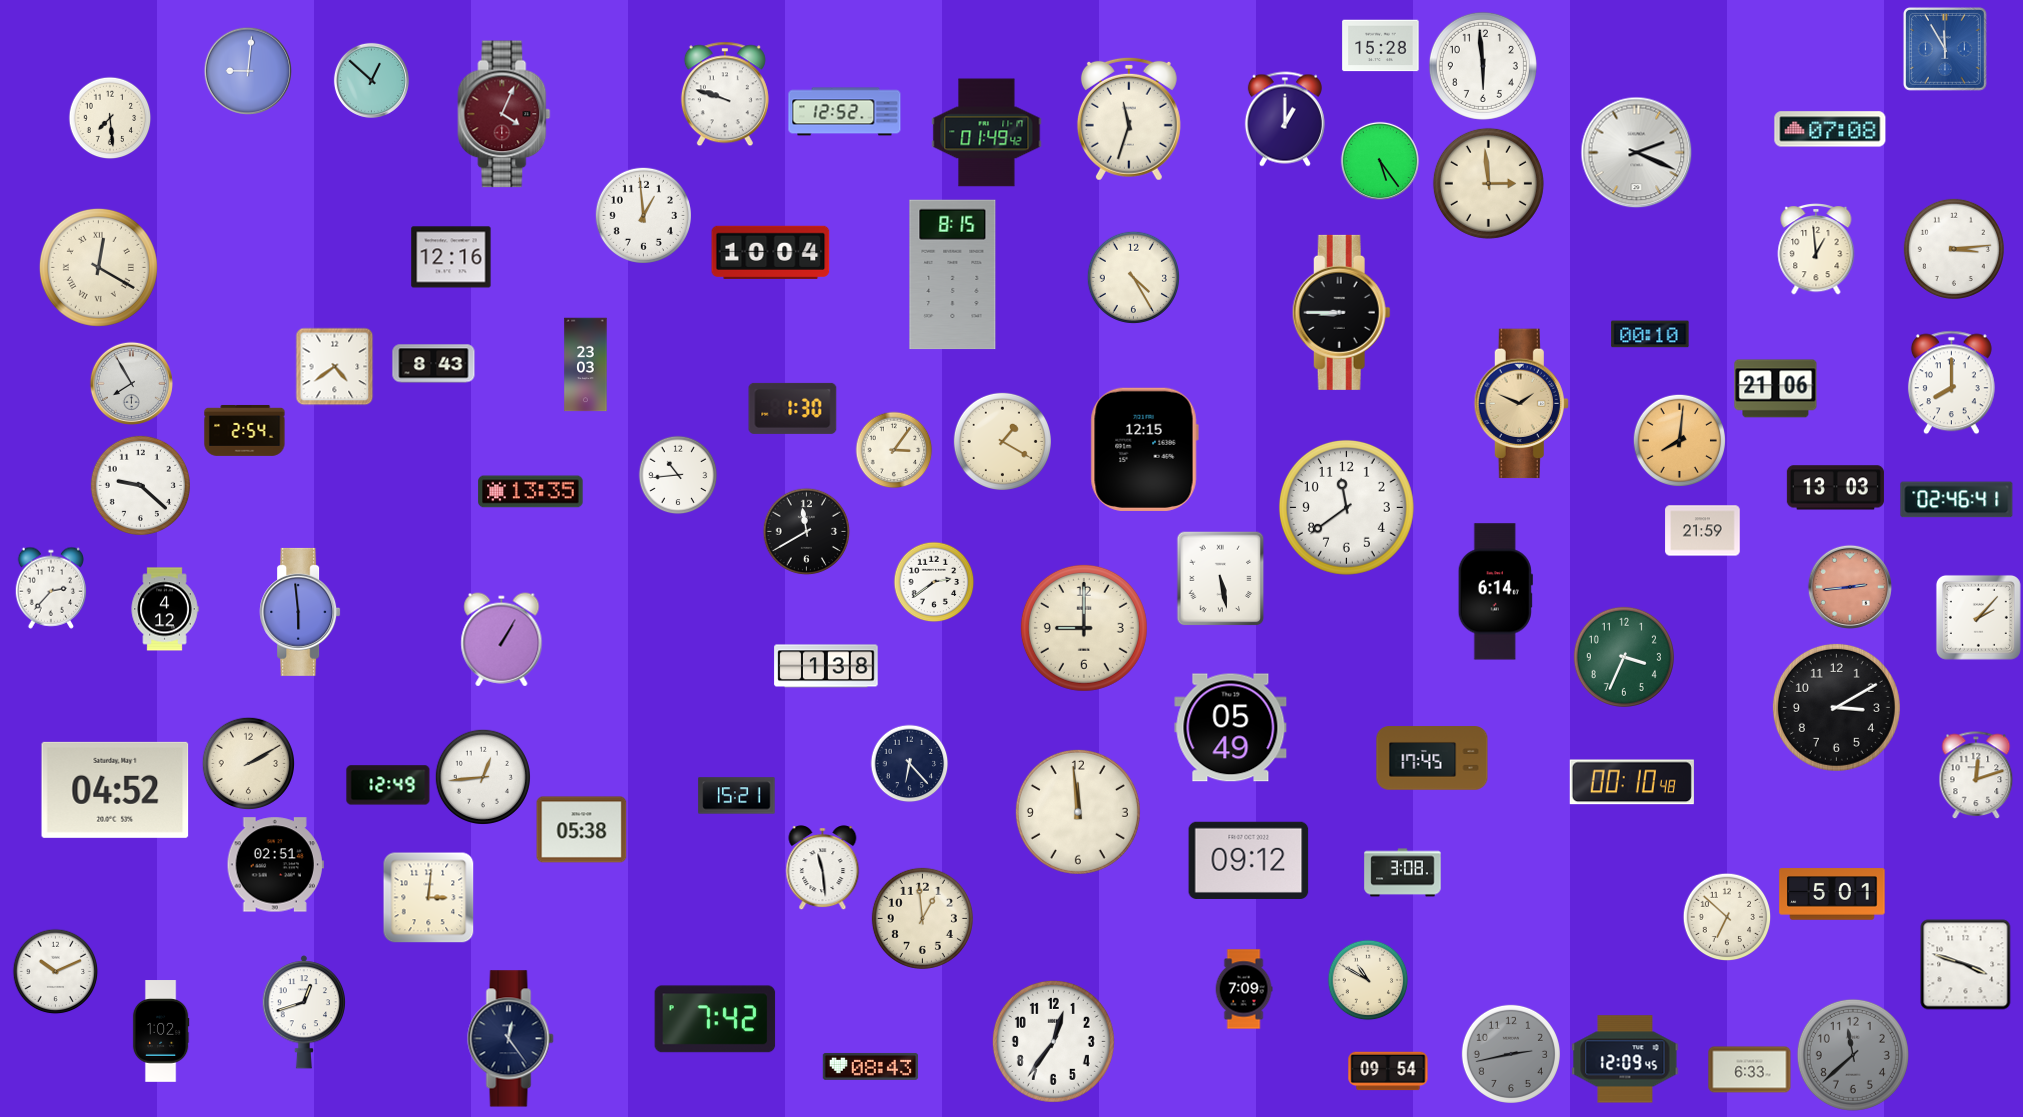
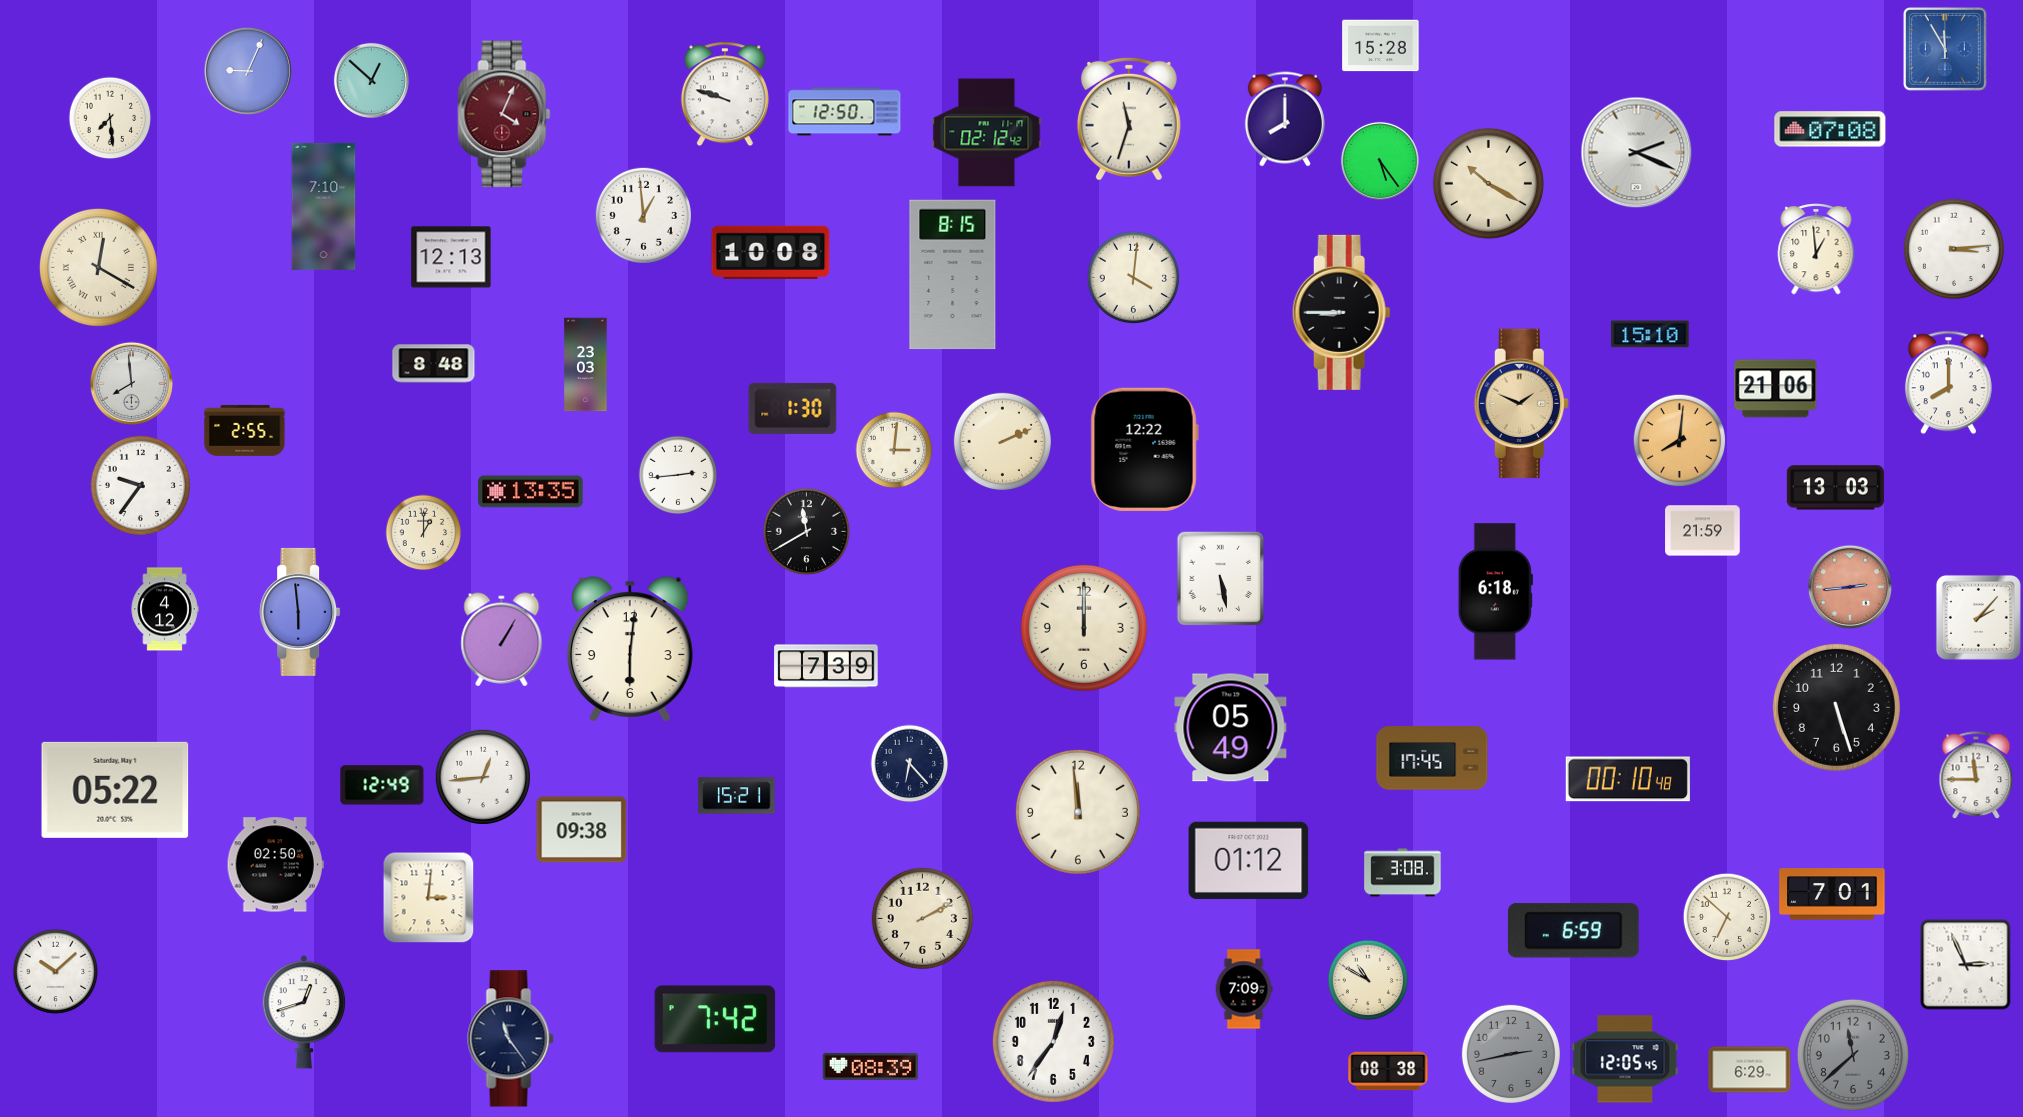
clock at (1483, 66): 5:59 -> none
clock at (247, 70): 9:01 -> 9:04
clock at (845, 112): 12:52 -> 12:50
clock at (1285, 119): 1:00 -> 8:00
clock at (987, 133): 01:49 -> 02:12
clock at (1488, 183): 2:59 -> 10:20
clock at (324, 206): none -> 7:10
clock at (771, 252): 10:04 -> 10:08
clock at (451, 257): 12:16 -> 12:13
clock at (1133, 277): 4:25 -> 4:01
clock at (1650, 334): 00:10 -> 15:10
clock at (434, 364): 8:43 -> 8:48
clock at (335, 367): 4:39 -> none
clock at (131, 383): 7:55 -> 7:59
clock at (1951, 383) position: (1951, 383) -> (1948, 383)
clock at (245, 430): 2:54 -> 2:55
clock at (1002, 441): 1:20 -> 2:11
clock at (1144, 449): 12:15 -> 12:22
clock at (894, 450): 3:06 -> 3:01
clock at (678, 475): 10:44 -> 2:44
clock at (140, 485): 9:22 -> 9:36
clock at (1957, 500): 02:46 -> none
clock at (1346, 507): 11:39 -> none
clock at (424, 533): none -> 1:00
clock at (934, 582): 2:39 -> none
clock at (51, 588): 2:37 -> none
clock at (1495, 592): 6:14 -> 6:18
clock at (1084, 628): 9:00 -> 12:00
clock at (630, 649): none -> 6:01
clock at (1624, 657): 3:34 -> none
clock at (826, 666): 1:38 -> 7:39
clock at (1836, 707): 3:10 -> 5:27
clock at (248, 763): 2:10 -> none
clock at (1976, 776): 12:12 -> 11:45
clock at (1632, 782) position: (1632, 782) -> (1628, 779)
clock at (388, 785) position: (388, 785) -> (382, 785)
clock at (115, 790): 04:52 -> 05:22
clock at (582, 830): 05:38 -> 09:38
clock at (1249, 860): 09:12 -> 01:12
clock at (275, 865): 02:51 -> 02:50
clock at (823, 868): 11:29 -> none
clock at (1832, 894): 5:01 -> 7:01
clock at (922, 918): 12:59 -> 2:10
clock at (1573, 931): none -> 6:59
clock at (1966, 965): 3:48 -> 2:56
clock at (56, 972): 10:11 -> 10:08
clock at (161, 1031): 1:02 -> none
clock at (511, 1039): 12:24 -> 11:24
clock at (1625, 1059): 12:09 -> 12:05
clock at (871, 1066): 08:43 -> 08:39
clock at (1750, 1070): 6:33 -> 6:29
clock at (1388, 1071): 09:54 -> 08:38
